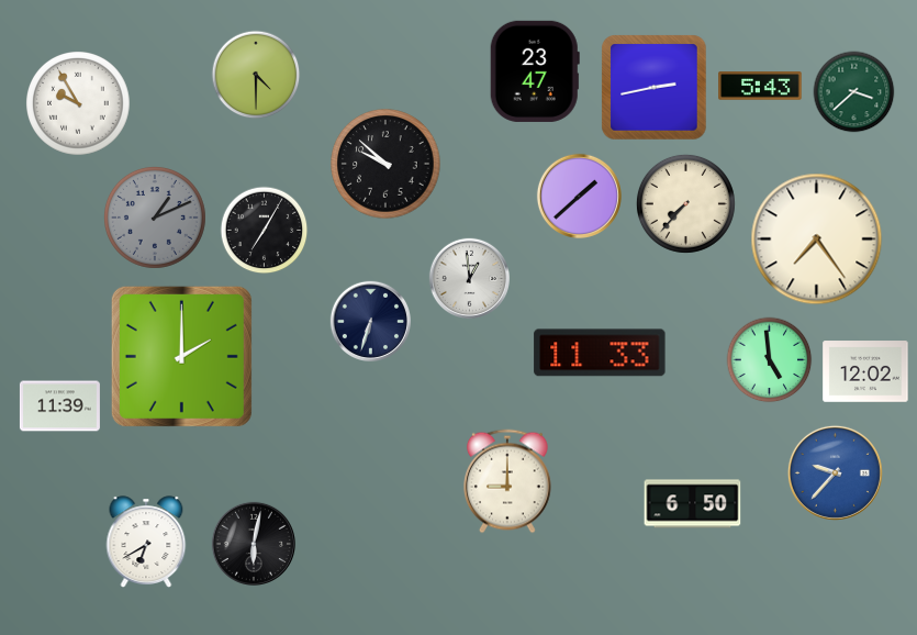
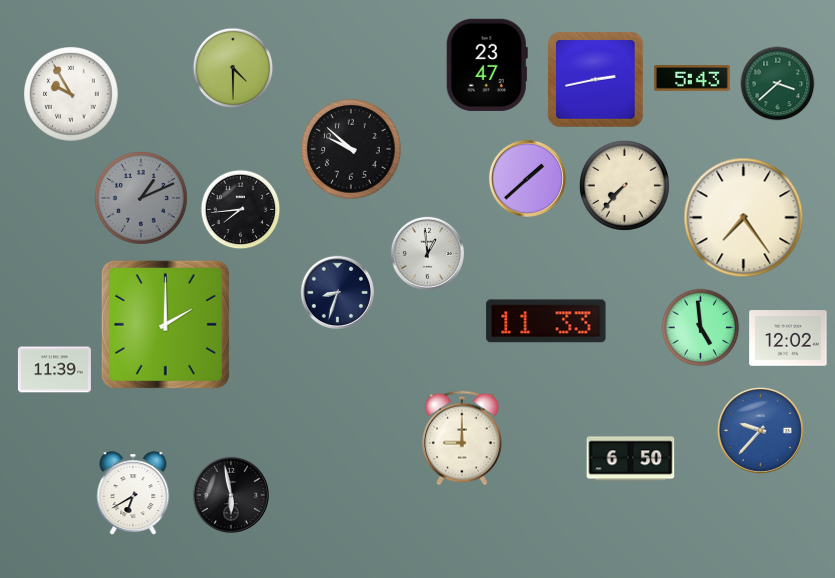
clock at (265, 231): 7:05 -> 7:44
clock at (370, 321): 6:33 -> 8:33
clock at (254, 544): 6:02 -> 5:58
